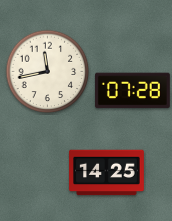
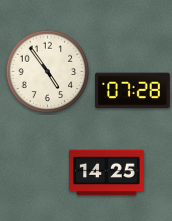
clock at (48, 72): 11:43 -> 4:54
